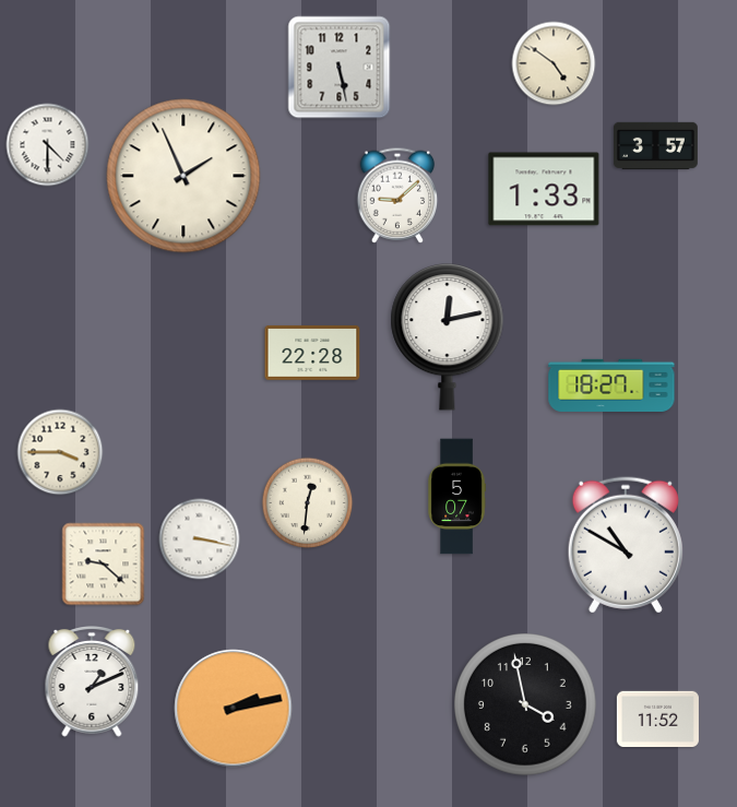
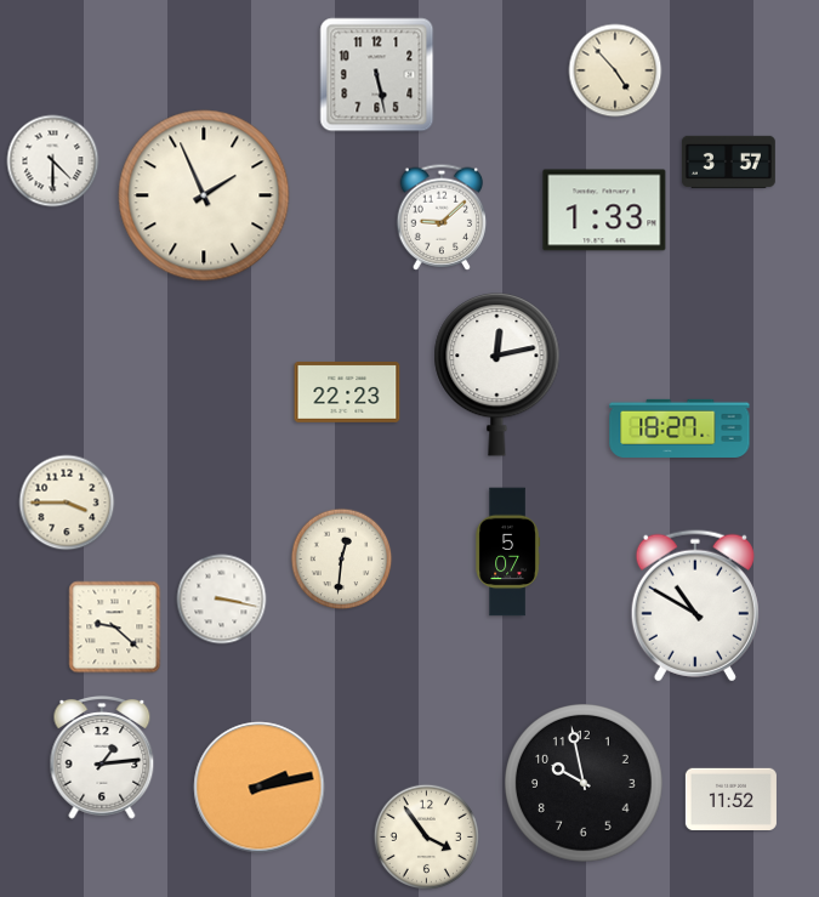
clock at (554, 63): 4:51 -> 4:53
clock at (312, 353): 22:28 -> 22:23
clock at (92, 683): 1:11 -> 1:14
clock at (526, 704): 3:58 -> 9:58
clock at (426, 836): none -> 3:54
